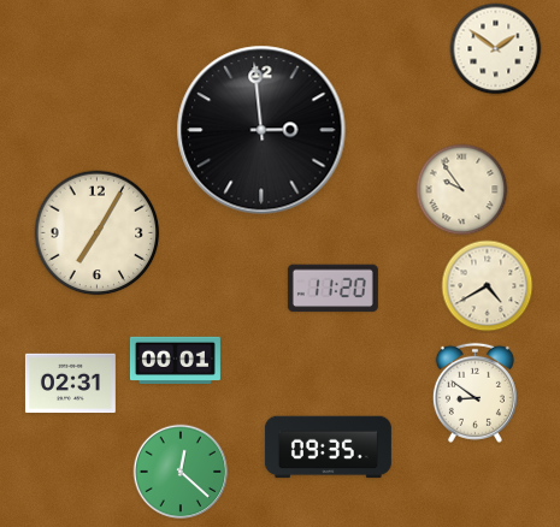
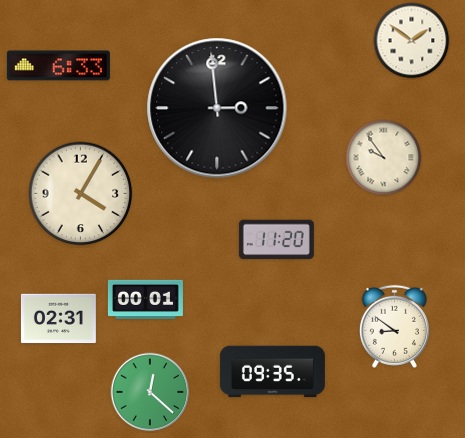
clock at (58, 66): none -> 6:33
clock at (98, 233): 7:05 -> 4:05
clock at (488, 286): 4:40 -> none
